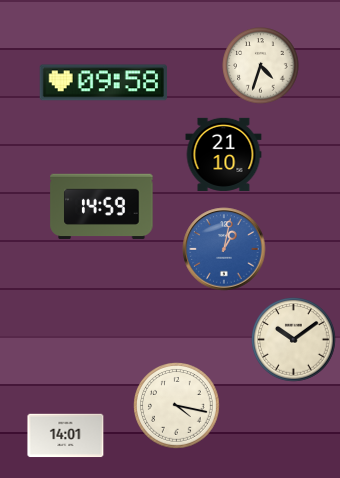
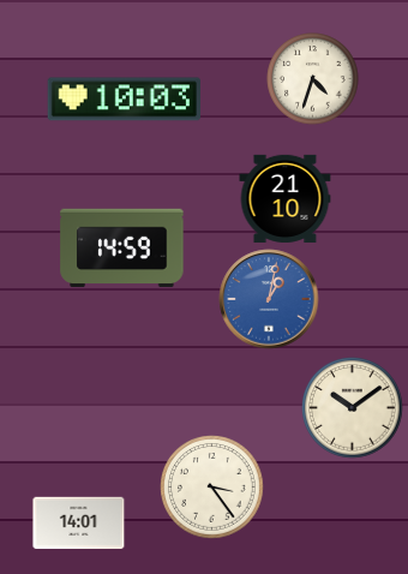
clock at (103, 83): 09:58 -> 10:03
clock at (224, 154) position: (224, 154) -> (286, 198)
clock at (177, 406): 4:17 -> 3:24
